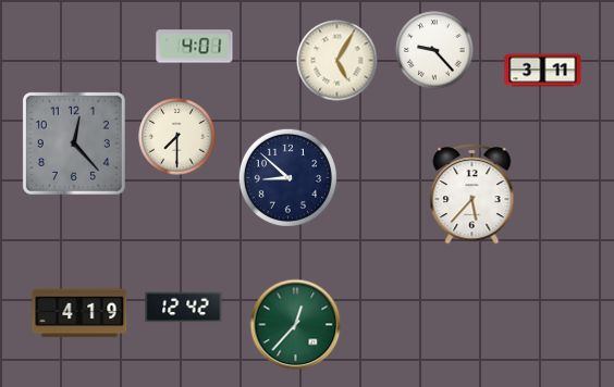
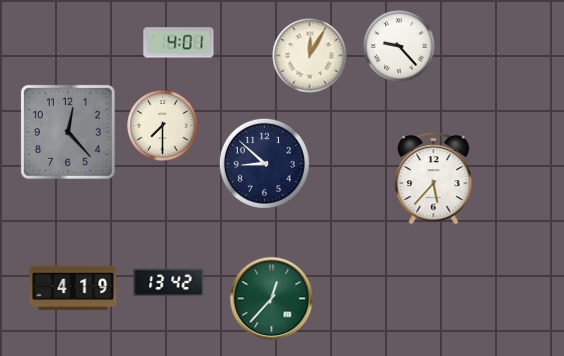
clock at (337, 61): 5:05 -> 12:05
clock at (543, 71): 3:11 -> none
clock at (184, 308): 12:42 -> 13:42
